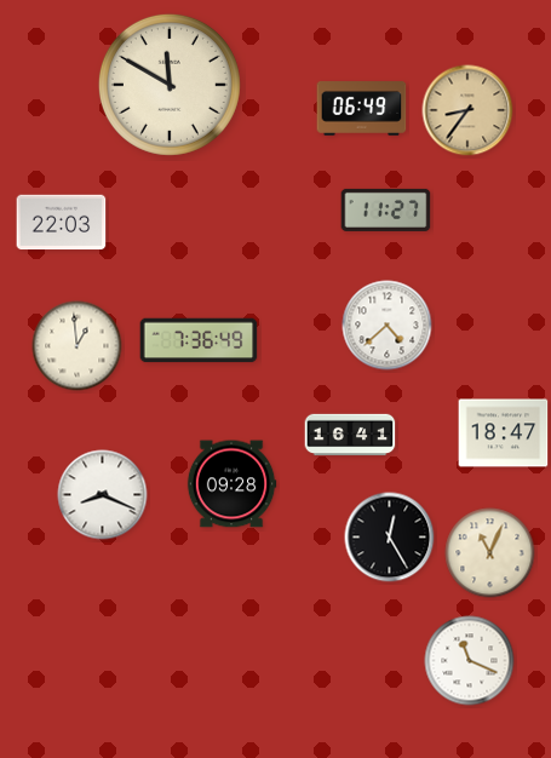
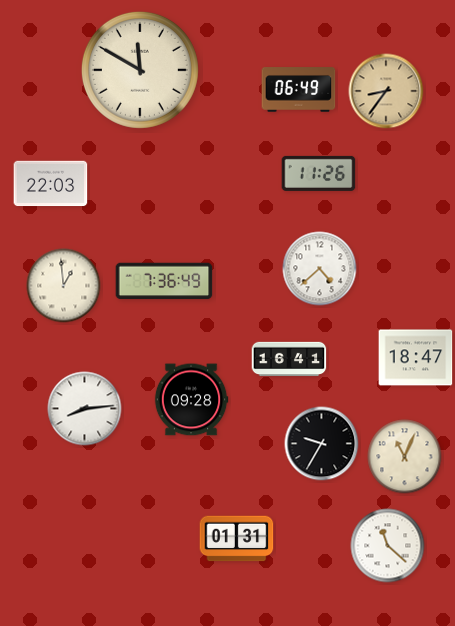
clock at (386, 209): 11:27 -> 11:26
clock at (103, 495): 8:19 -> 8:14
clock at (390, 538): 12:25 -> 9:35
clock at (237, 539): none -> 01:31
clock at (470, 661): 11:19 -> 11:22
